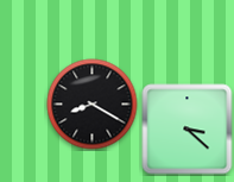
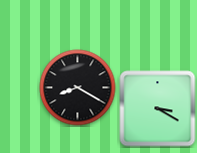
clock at (188, 130): 3:22 -> 3:20
